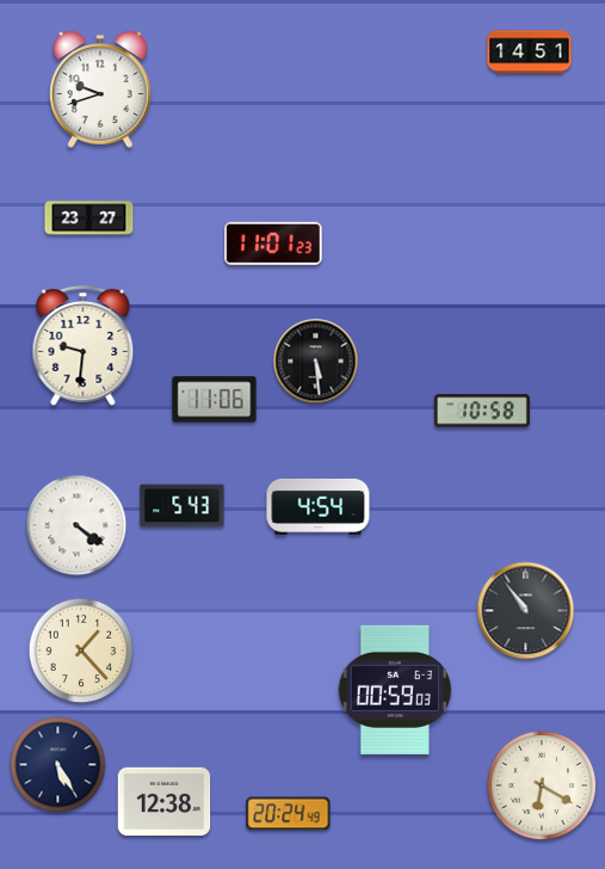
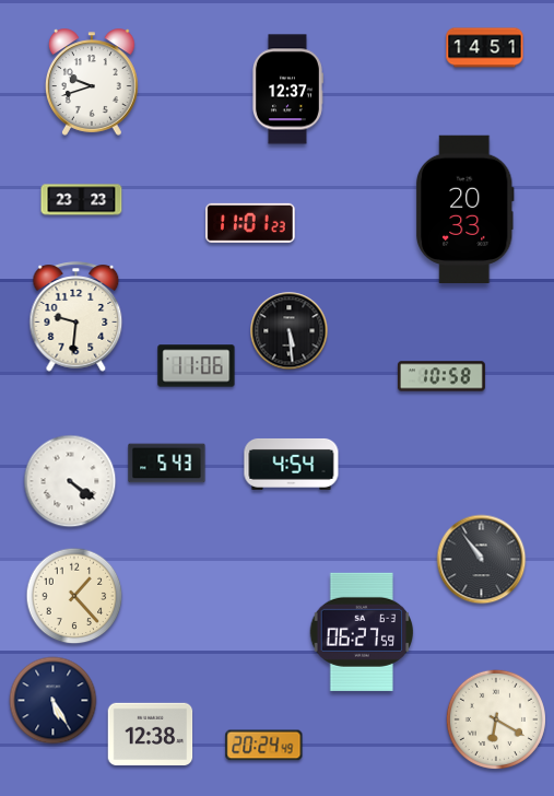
clock at (287, 90): none -> 12:37
clock at (89, 218): 23:27 -> 23:23
clock at (464, 210): none -> 20:33
clock at (395, 690): 00:59 -> 06:27
